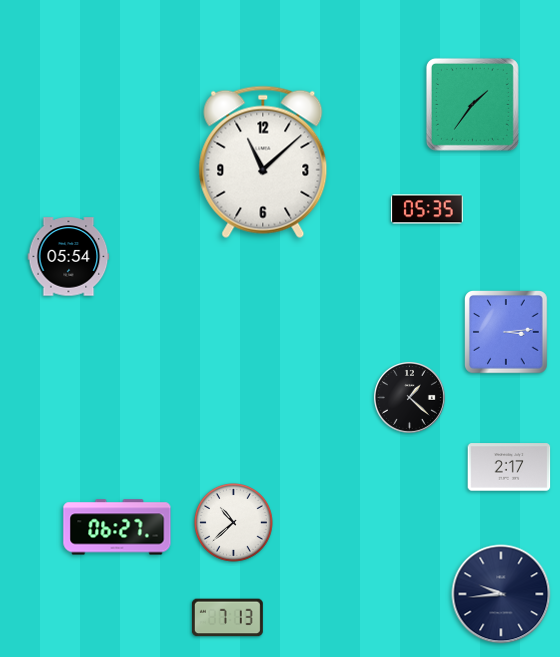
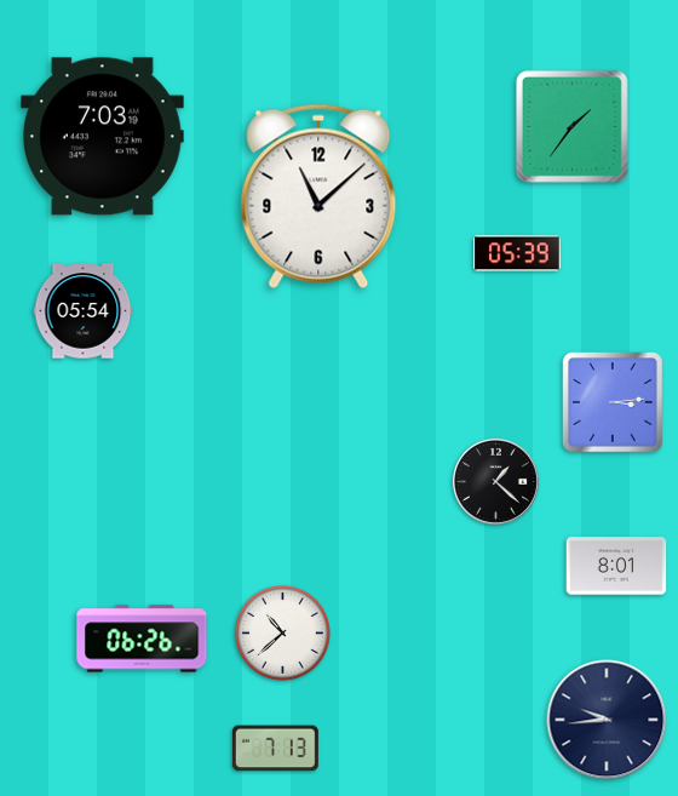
clock at (103, 137): none -> 7:03
clock at (427, 209): 05:35 -> 05:39
clock at (509, 467): 2:17 -> 8:01
clock at (117, 527): 06:27 -> 06:26
